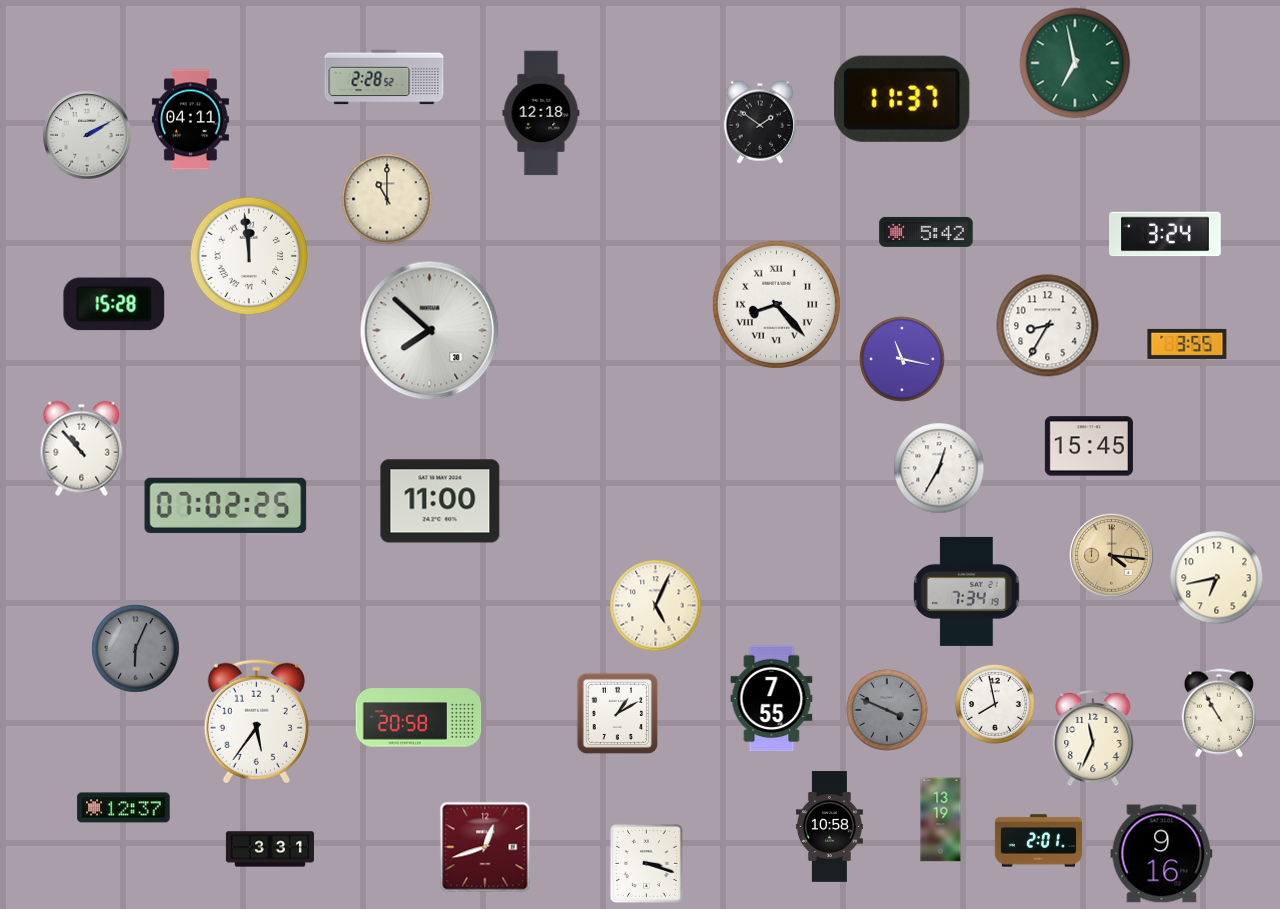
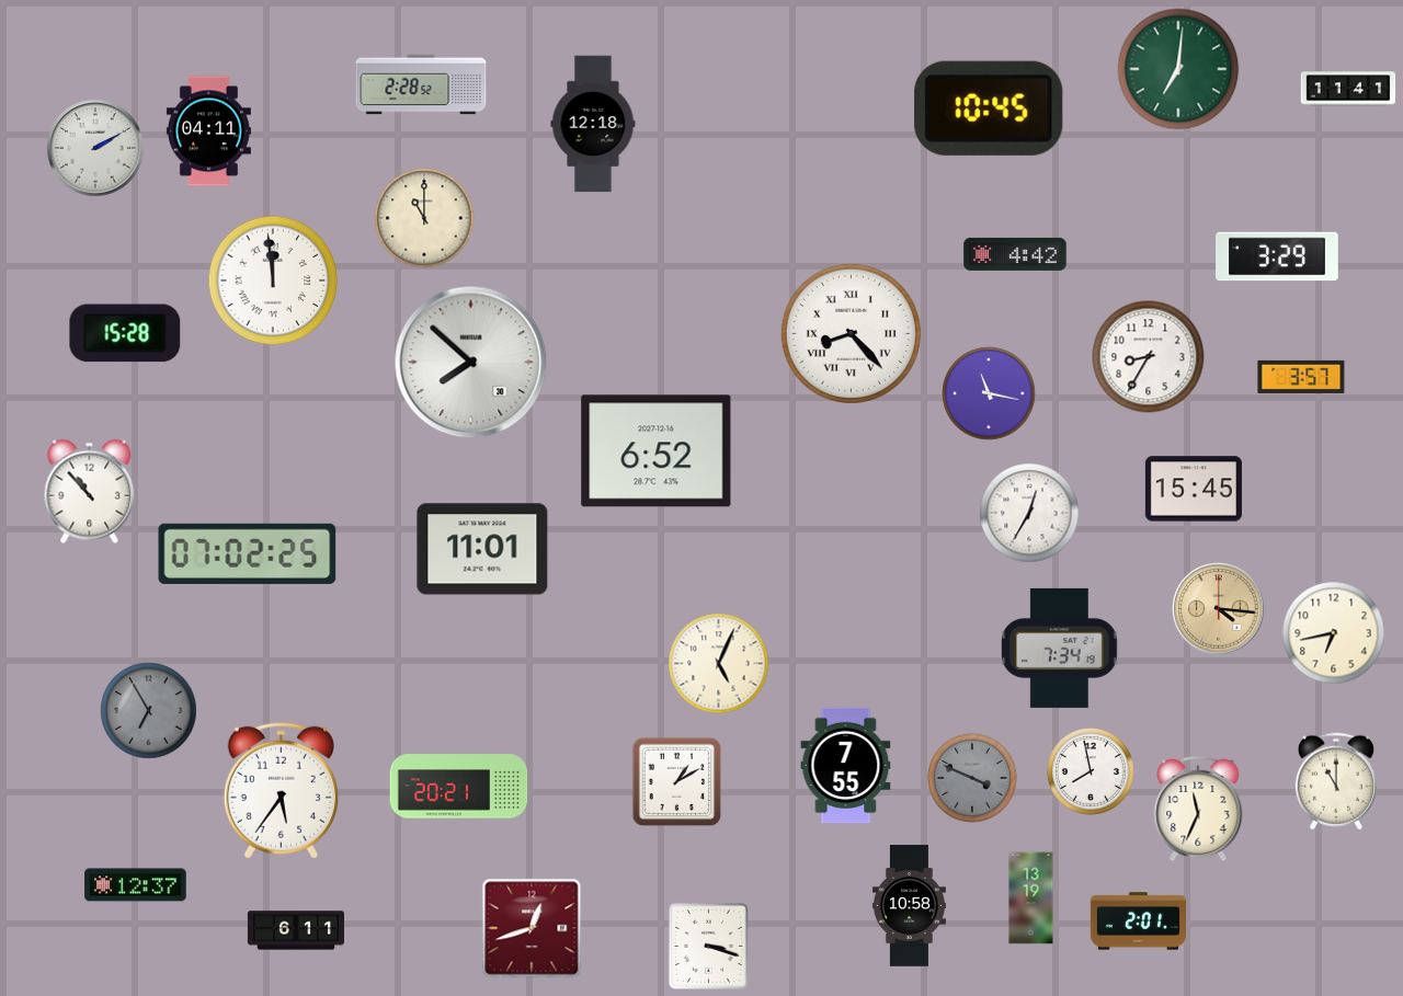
clock at (1075, 63): 6:58 -> 7:01
clock at (1348, 89): none -> 11:41
clock at (902, 99): 11:37 -> 10:45
clock at (760, 122): 1:51 -> none
clock at (926, 232): 5:42 -> 4:42
clock at (1165, 234): 3:24 -> 3:29
clock at (1187, 344): 3:55 -> 3:57
clock at (657, 451): none -> 6:52
clock at (440, 501): 11:00 -> 11:01
clock at (136, 649): 6:04 -> 6:55
clock at (1219, 713): 10:55 -> 11:00
clock at (419, 718): 20:58 -> 20:21
clock at (270, 849): 3:31 -> 6:11
clock at (1162, 854): 9:16 -> none
